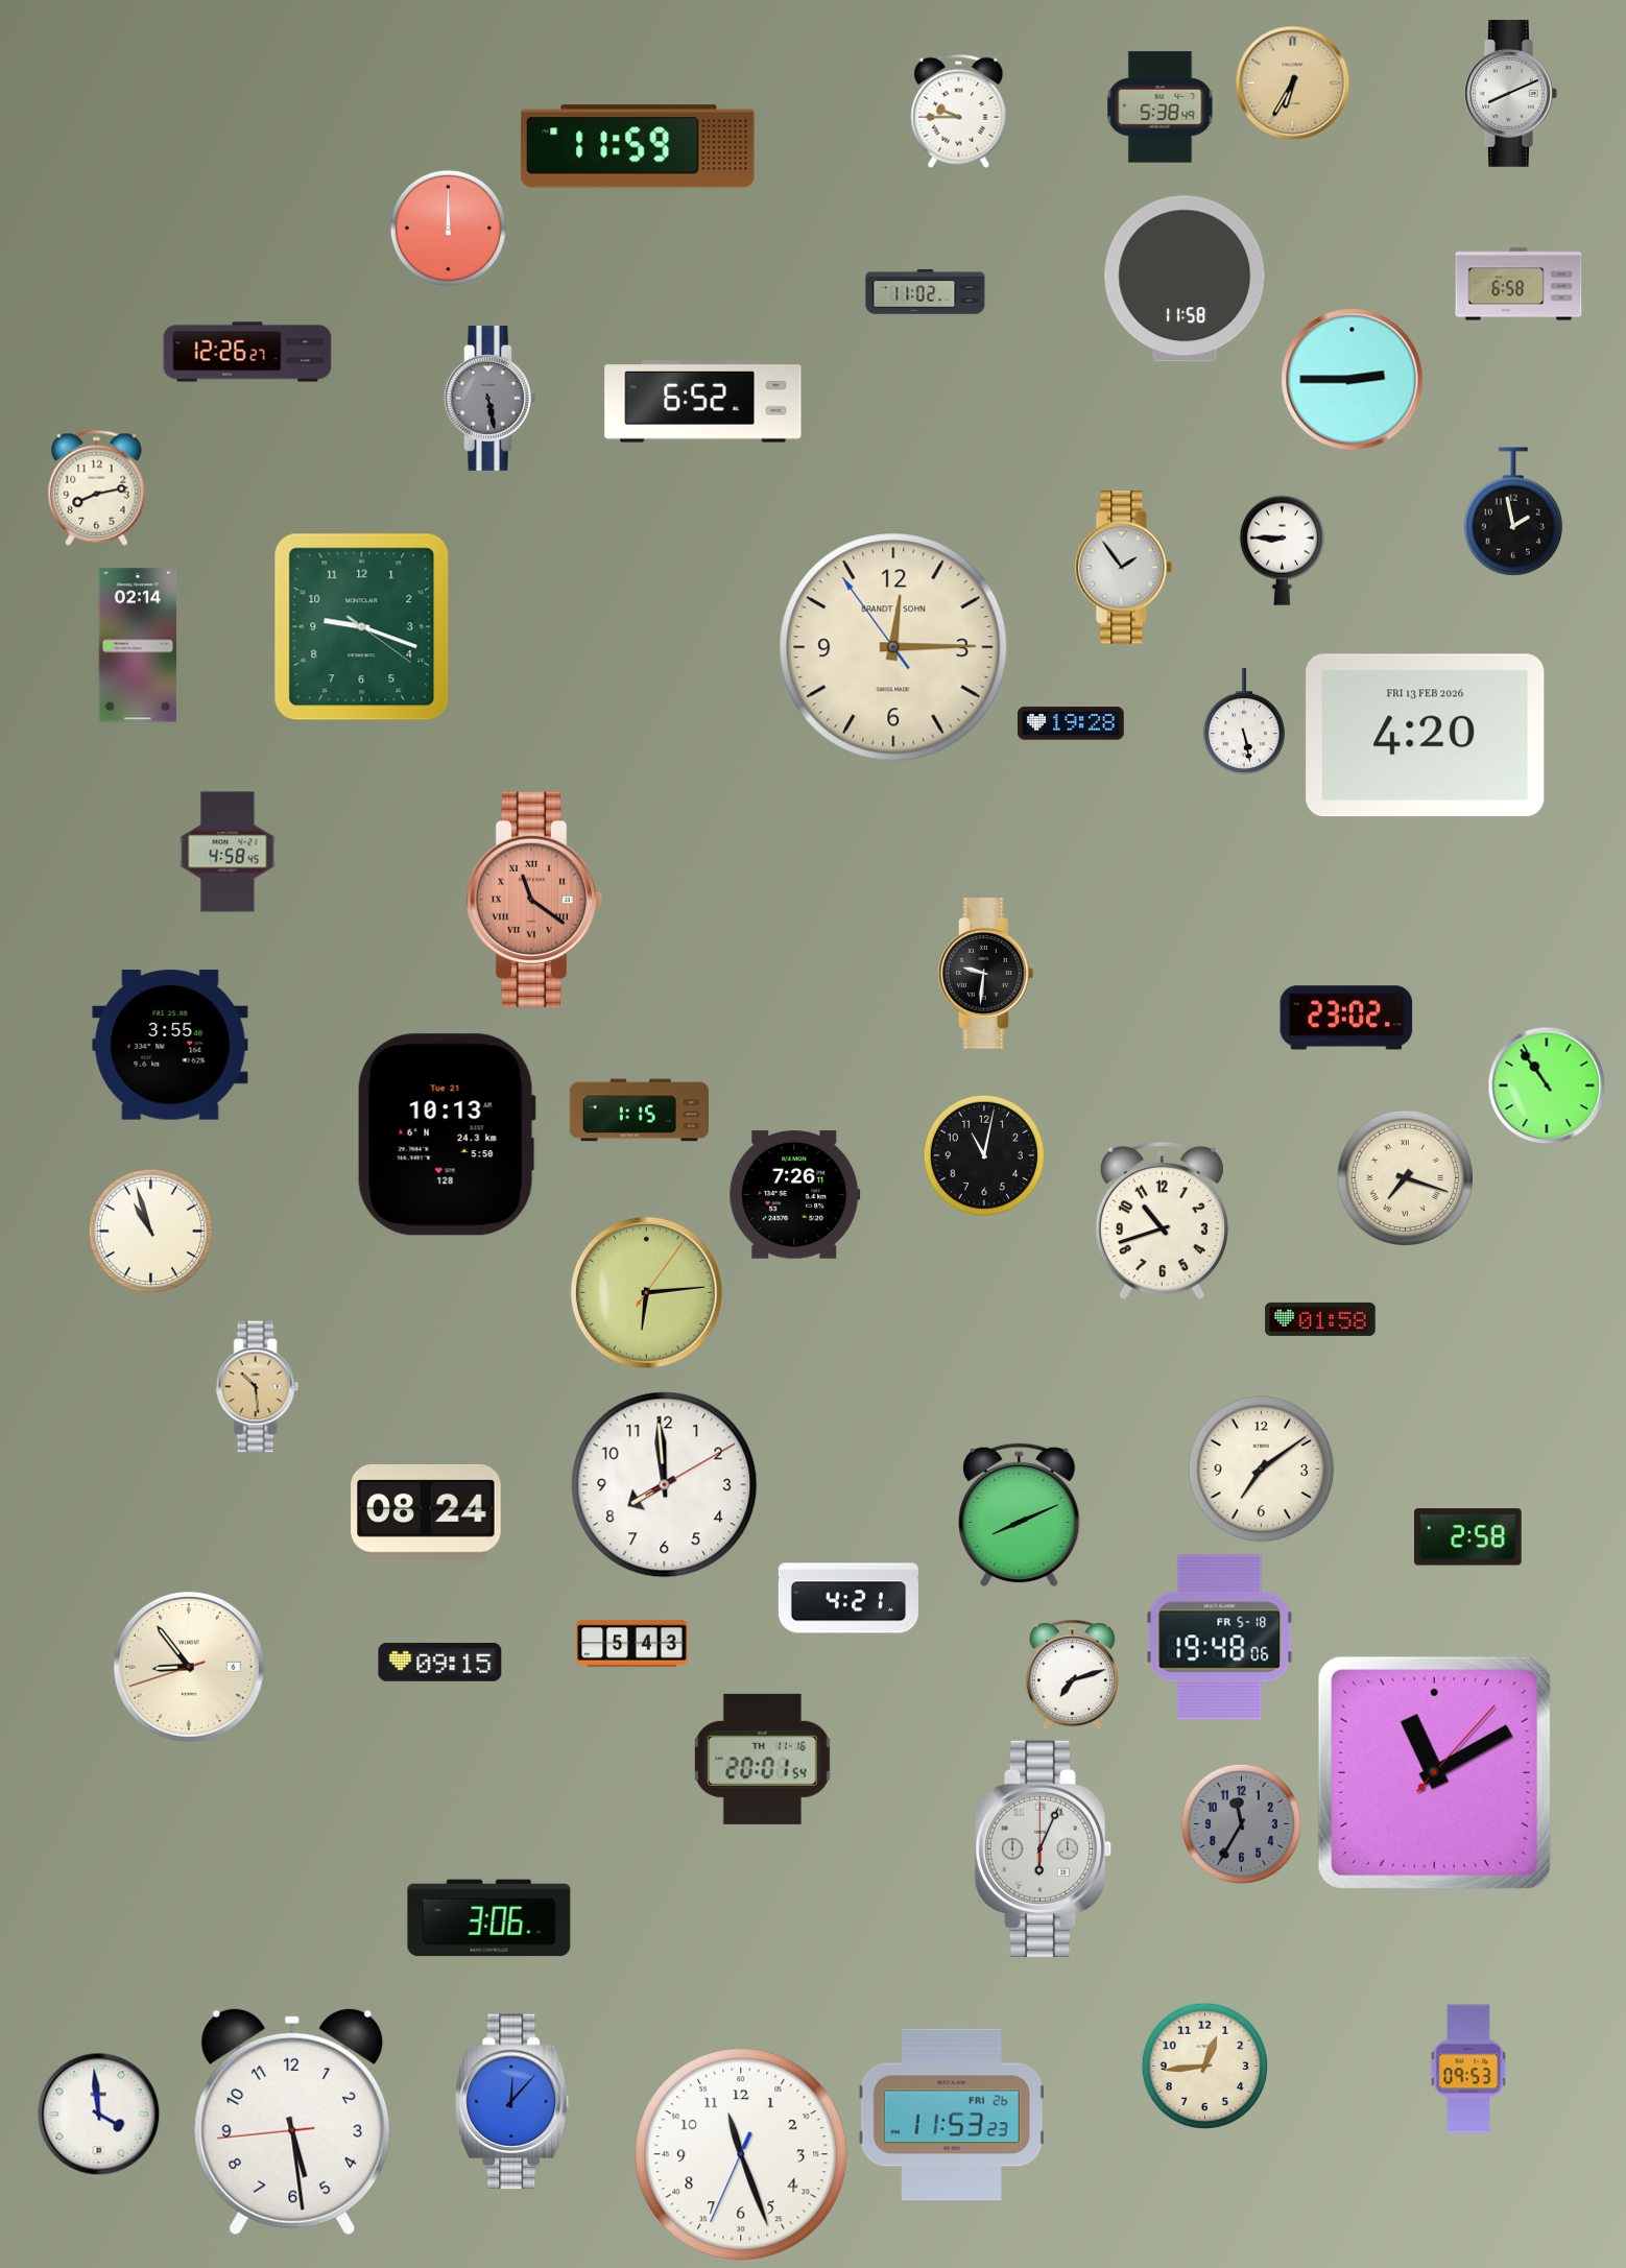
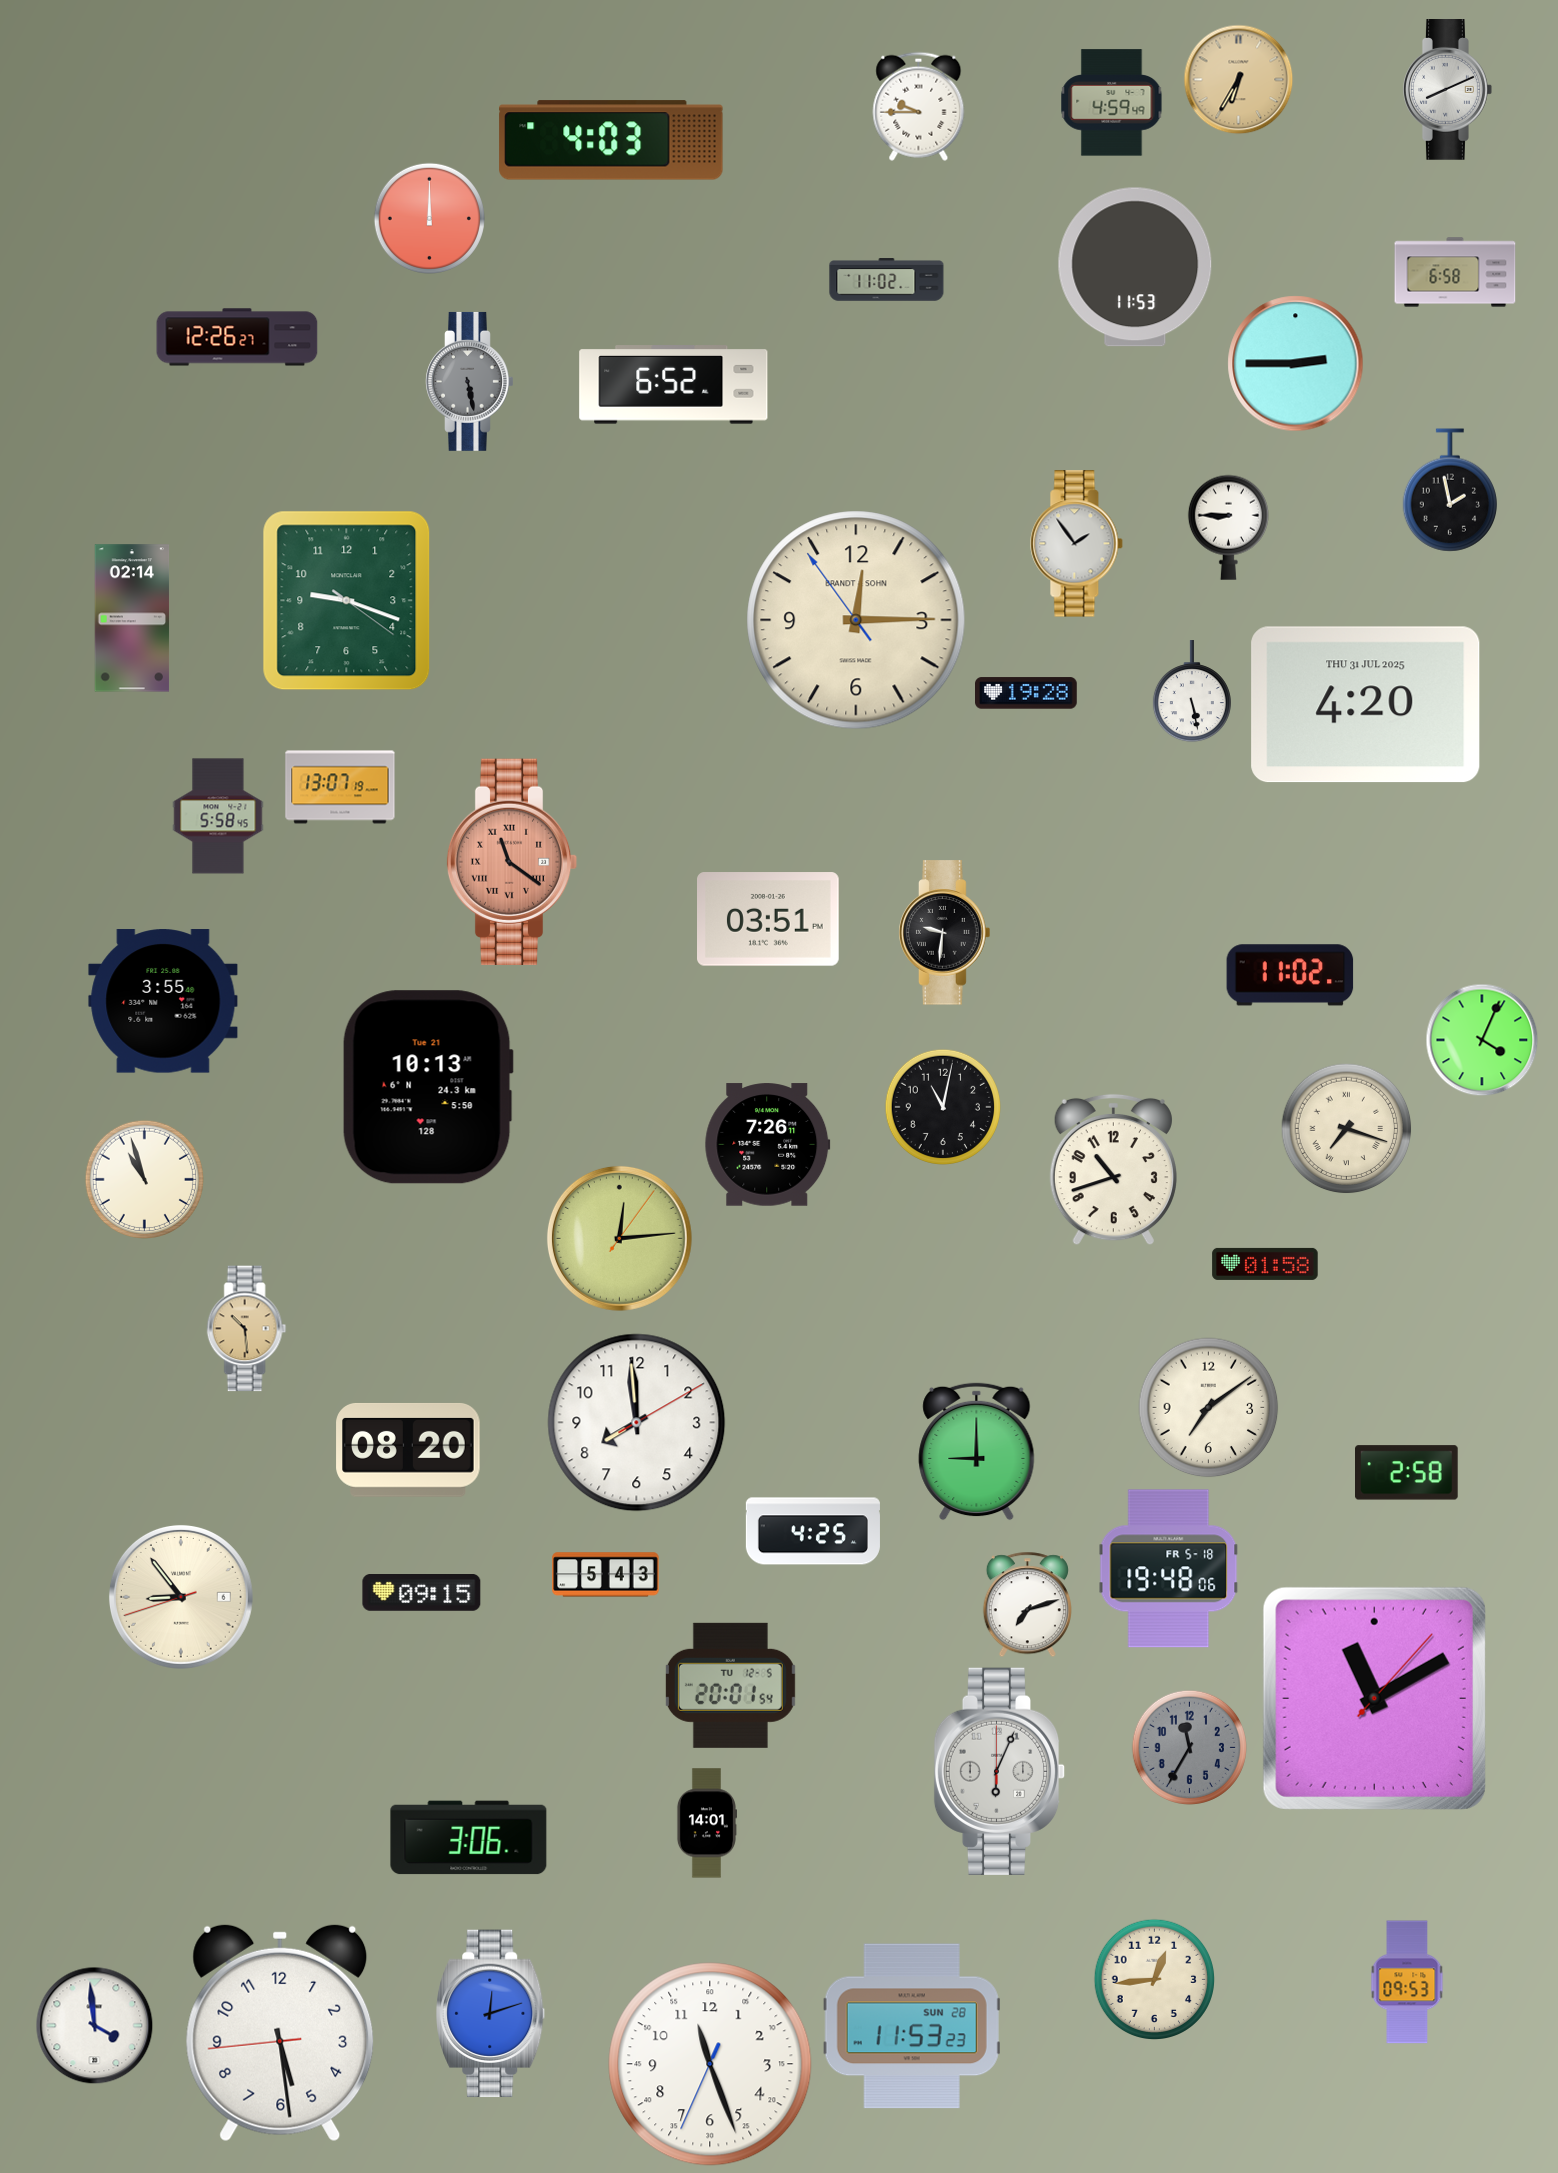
clock at (1161, 108): 5:38 -> 4:59
clock at (638, 146): 11:59 -> 4:03
clock at (1185, 279): 11:58 -> 11:53
clock at (97, 487): 8:13 -> none
clock at (1426, 736) date: FRI 13 FEB 2026 -> THU 31 JUL 2025
clock at (340, 787): none -> 13:07
clock at (228, 852): 4:58 -> 5:58
clock at (769, 919): none -> 03:51
clock at (1346, 1018): 23:02 -> 11:02
clock at (1547, 1085): 10:54 -> 4:04
clock at (639, 1111): 1:15 -> none
clock at (795, 1195) position: (795, 1195) -> (768, 1145)
clock at (646, 1292): 6:14 -> 12:14
clock at (426, 1513): 08:24 -> 08:20
clock at (1020, 1515): 8:11 -> 9:00
clock at (848, 1598): 4:21 -> 4:25
clock at (762, 1759) date: TH 11-16 -> TU 12-5
clock at (706, 1823): none -> 14:01
clock at (512, 2102): 12:07 -> 12:12
clock at (952, 2115) date: FRI 26 -> SUN 28
